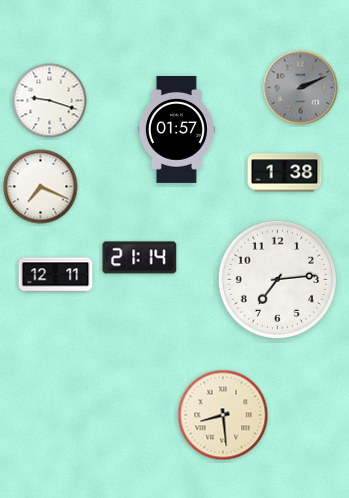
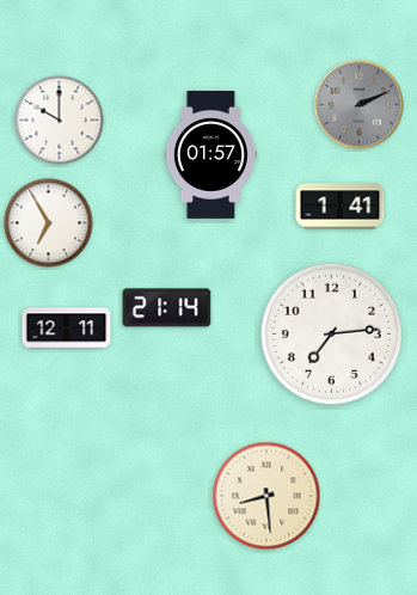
clock at (50, 101): 9:18 -> 10:00
clock at (285, 173): 1:38 -> 1:41
clock at (41, 187): 7:19 -> 6:55
